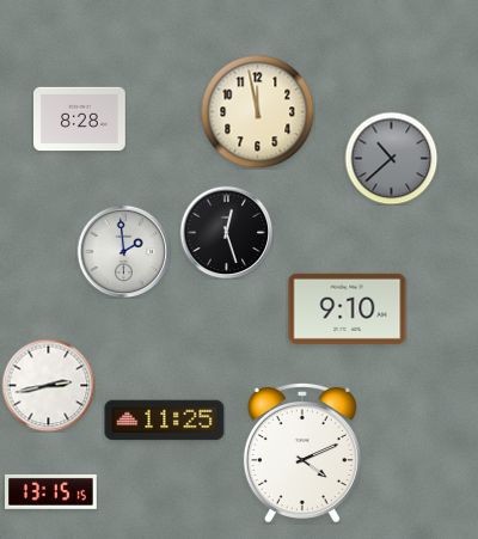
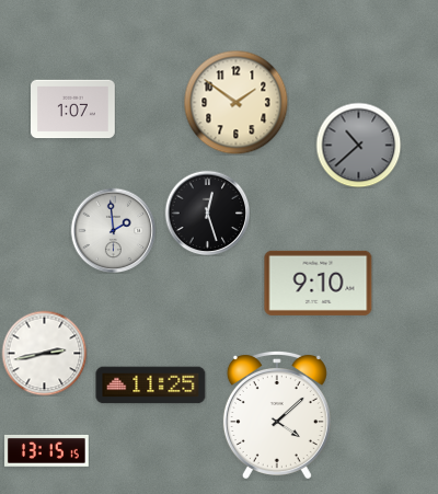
clock at (257, 111): 11:58 -> 1:51
clock at (80, 120): 8:28 -> 1:07
clock at (302, 452): 4:11 -> 4:08
